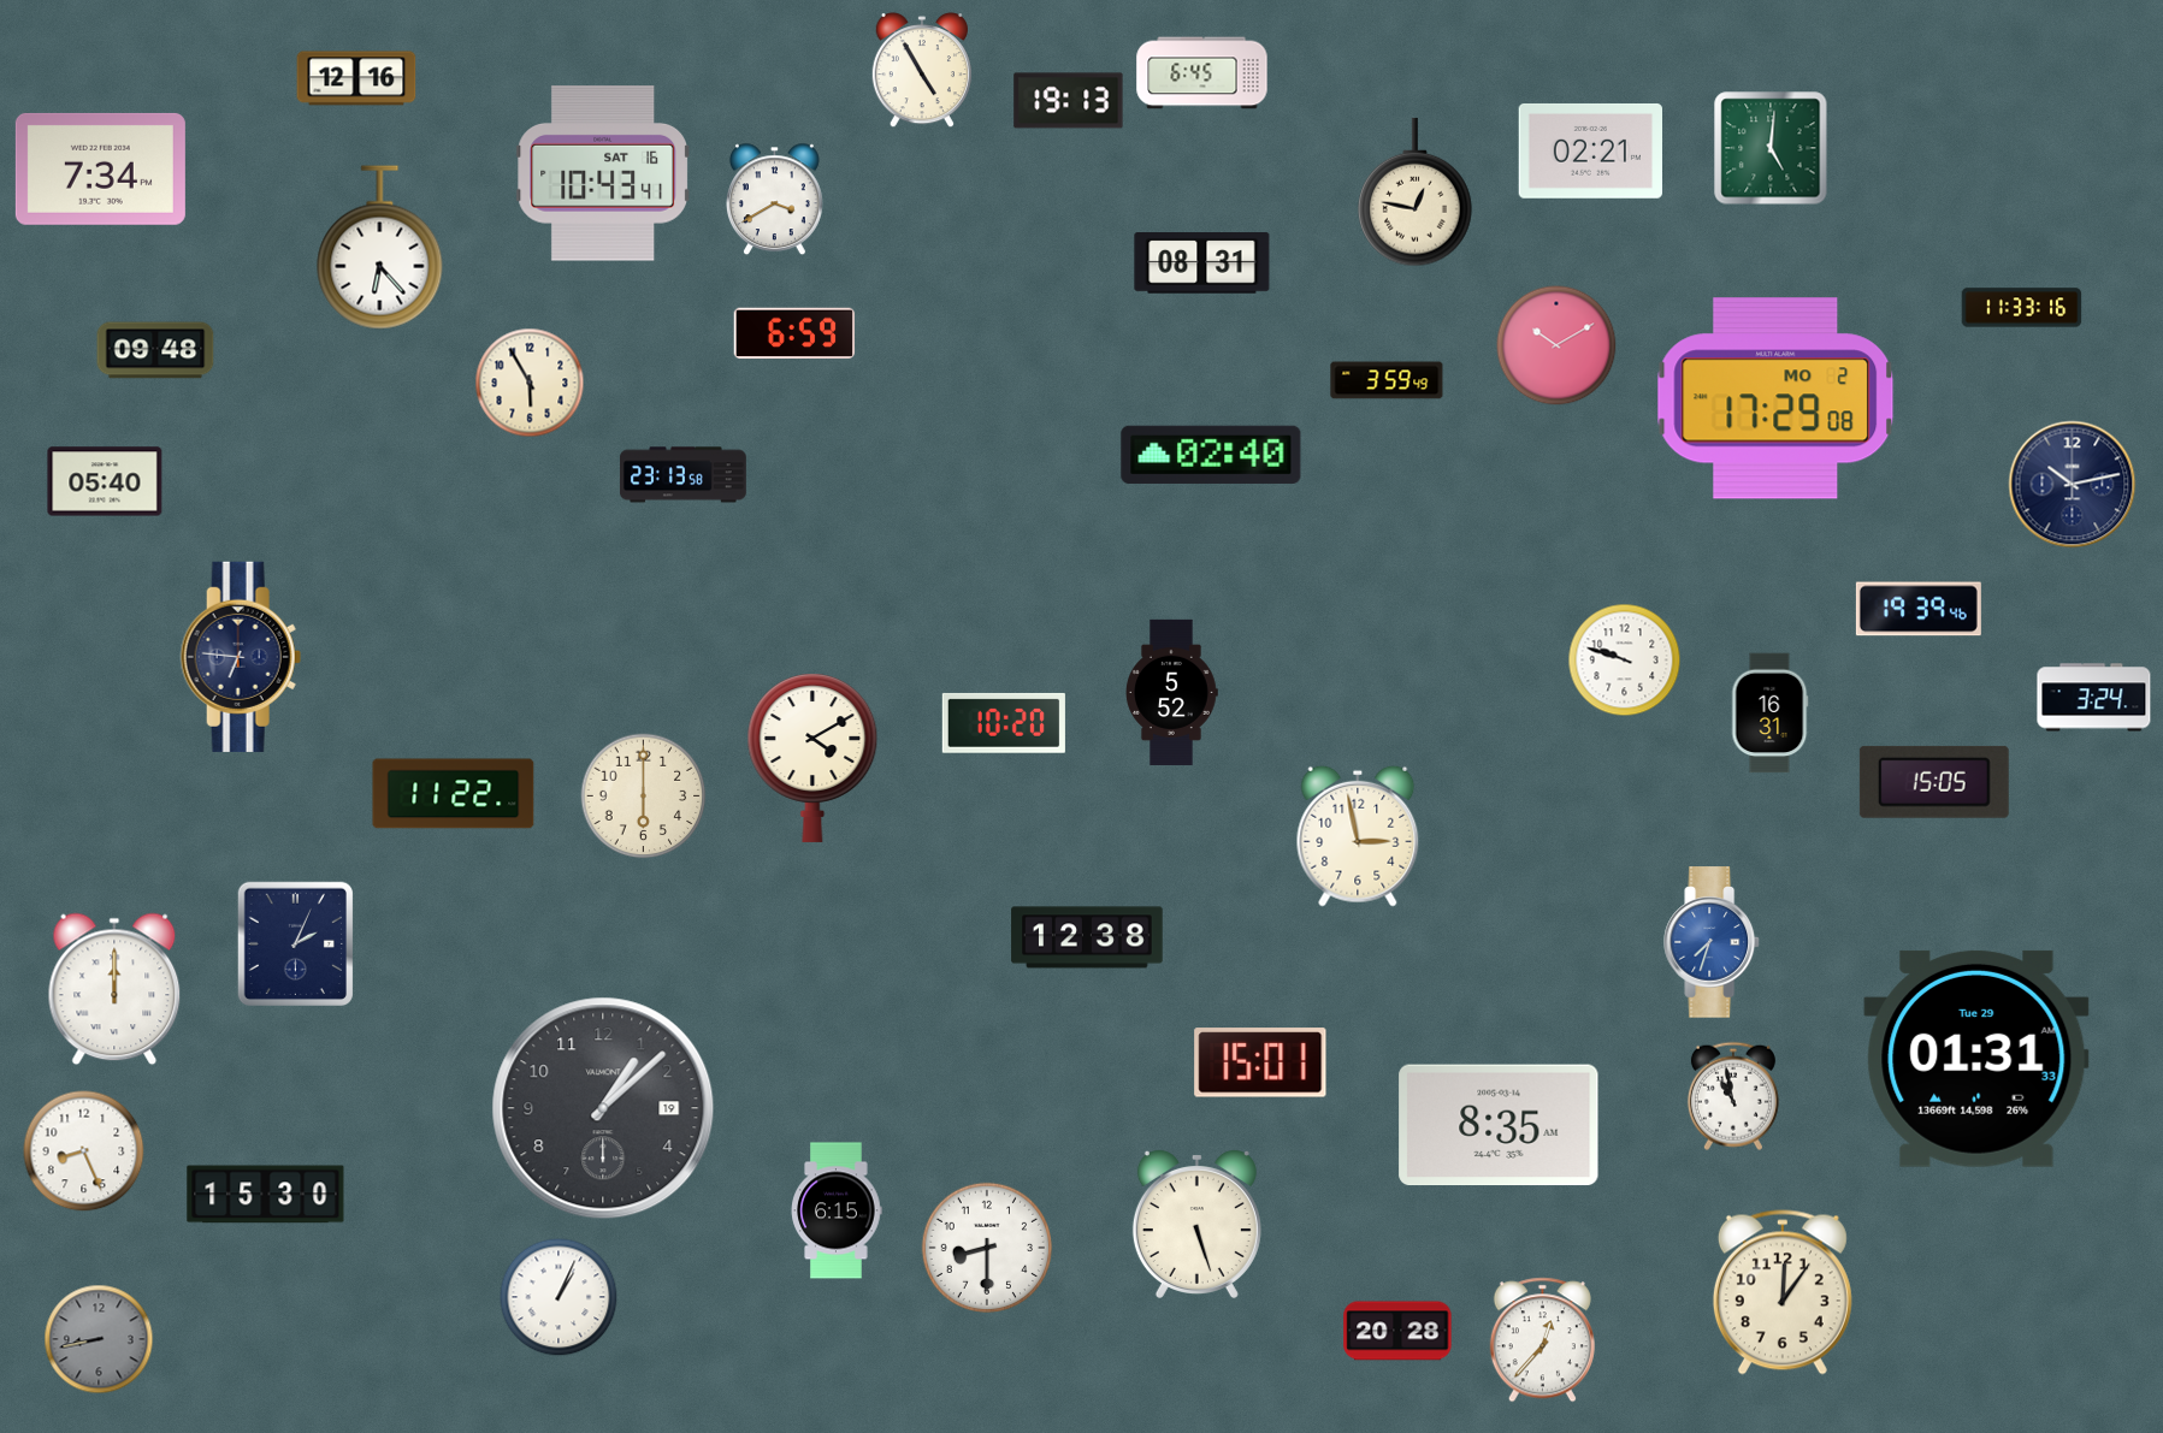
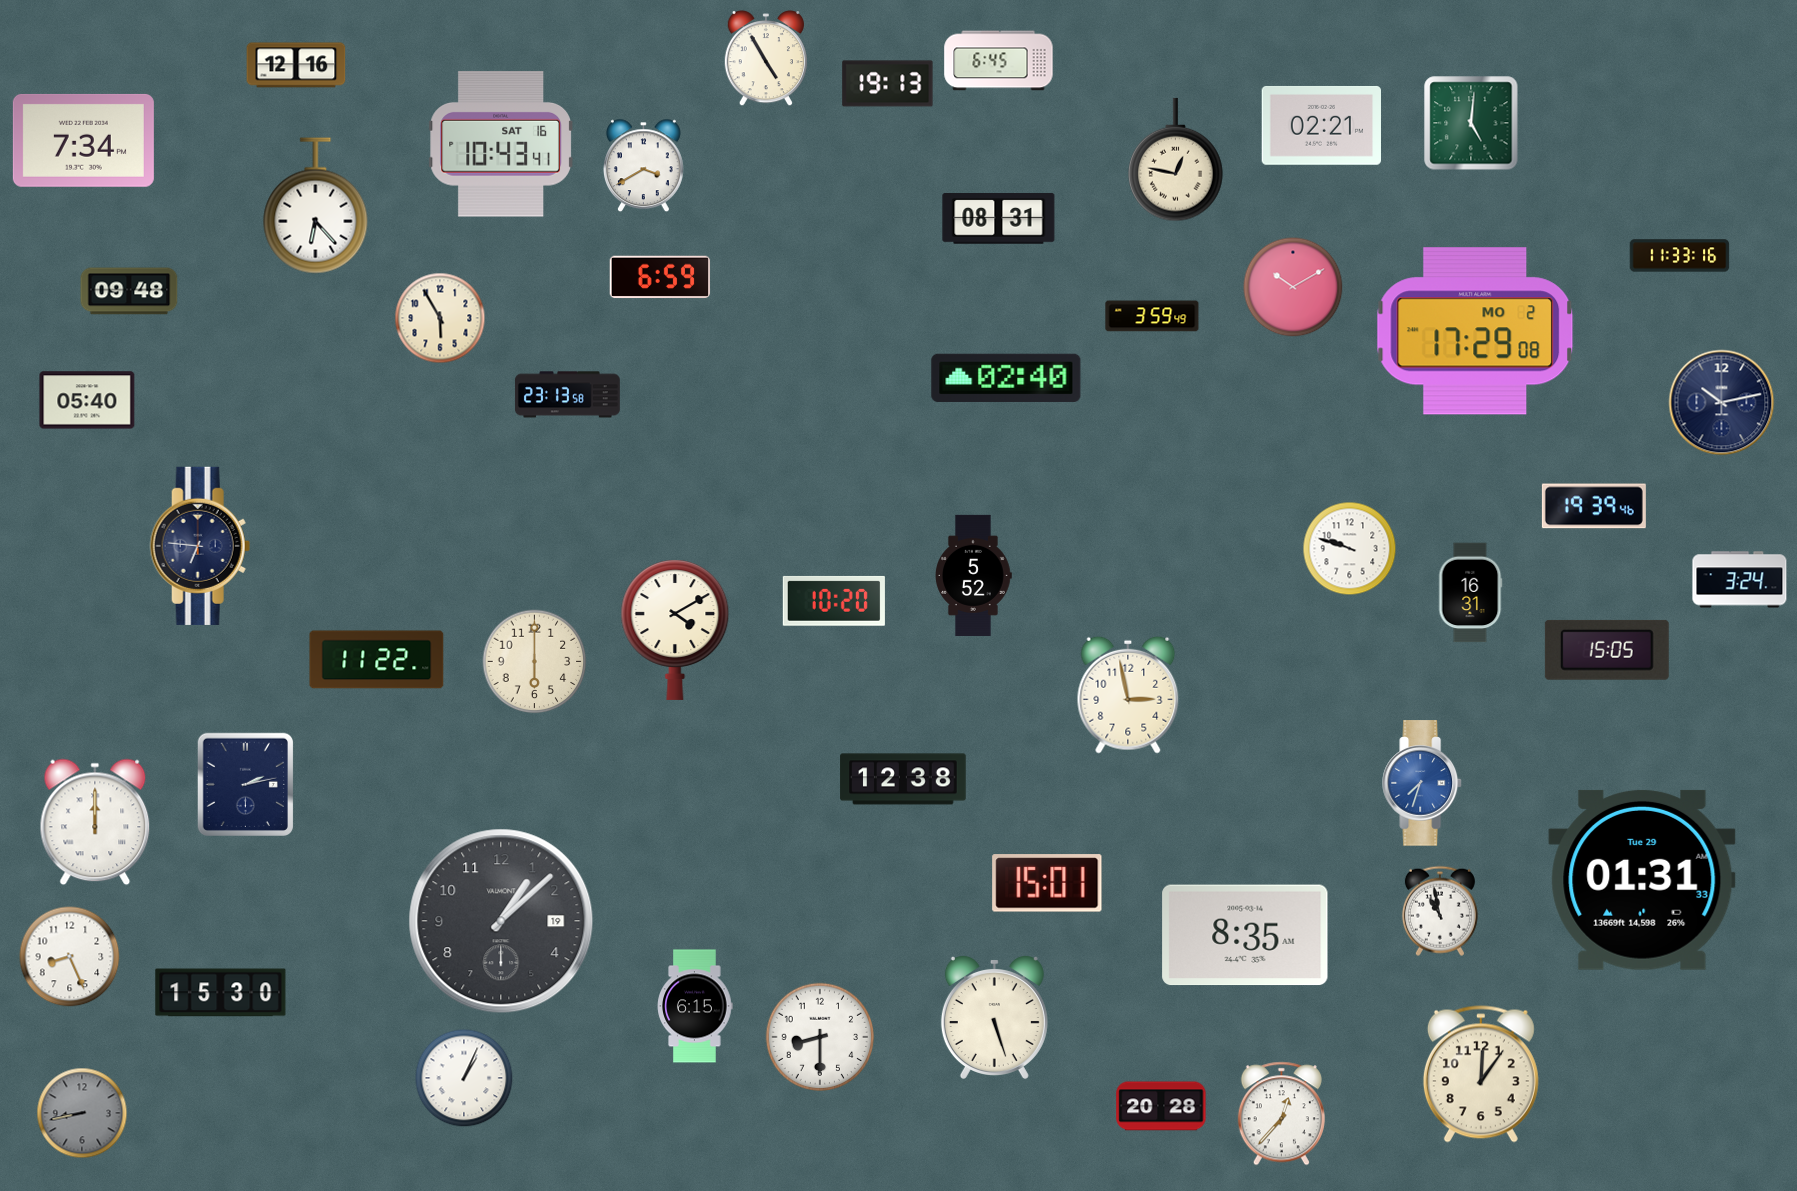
clock at (295, 943): 2:04 -> 2:13
